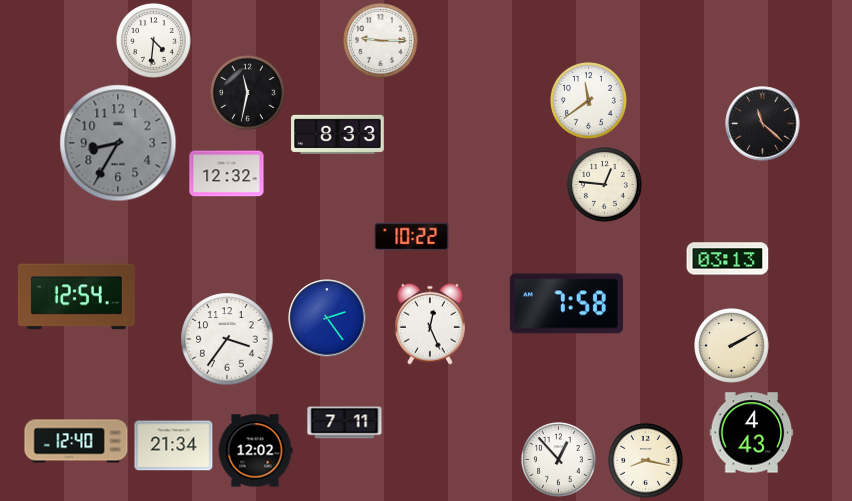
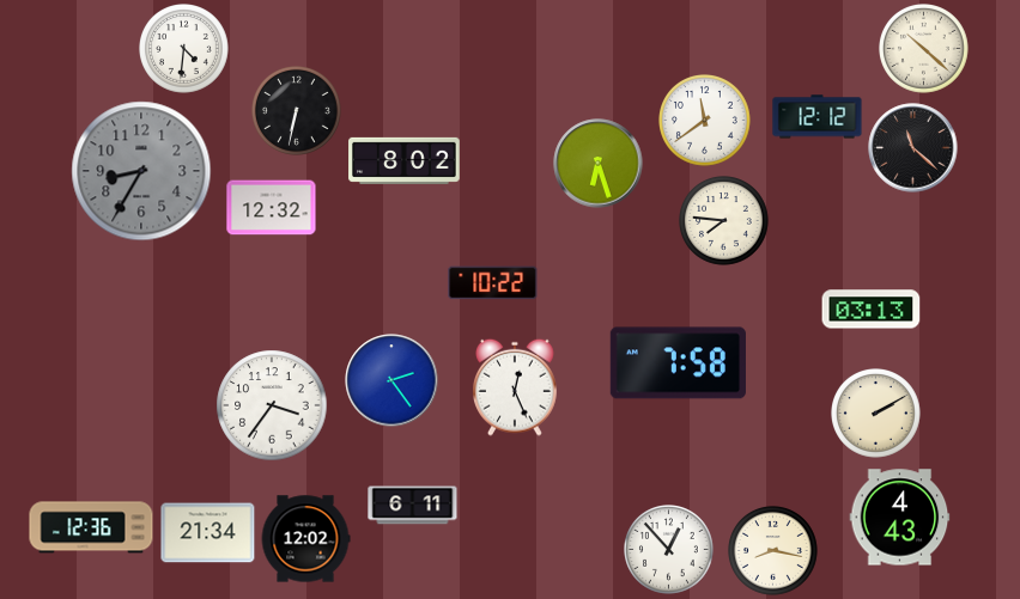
clock at (381, 41): 9:15 -> none
clock at (924, 49): none -> 10:22
clock at (248, 93): 11:32 -> 6:32
clock at (818, 117): none -> 12:12
clock at (338, 134): 8:33 -> 8:02
clock at (599, 164): none -> 6:27
clock at (605, 185): 12:46 -> 7:46
clock at (76, 297): 12:54 -> none
clock at (345, 423): 7:11 -> 6:11
clock at (76, 441): 12:40 -> 12:36
